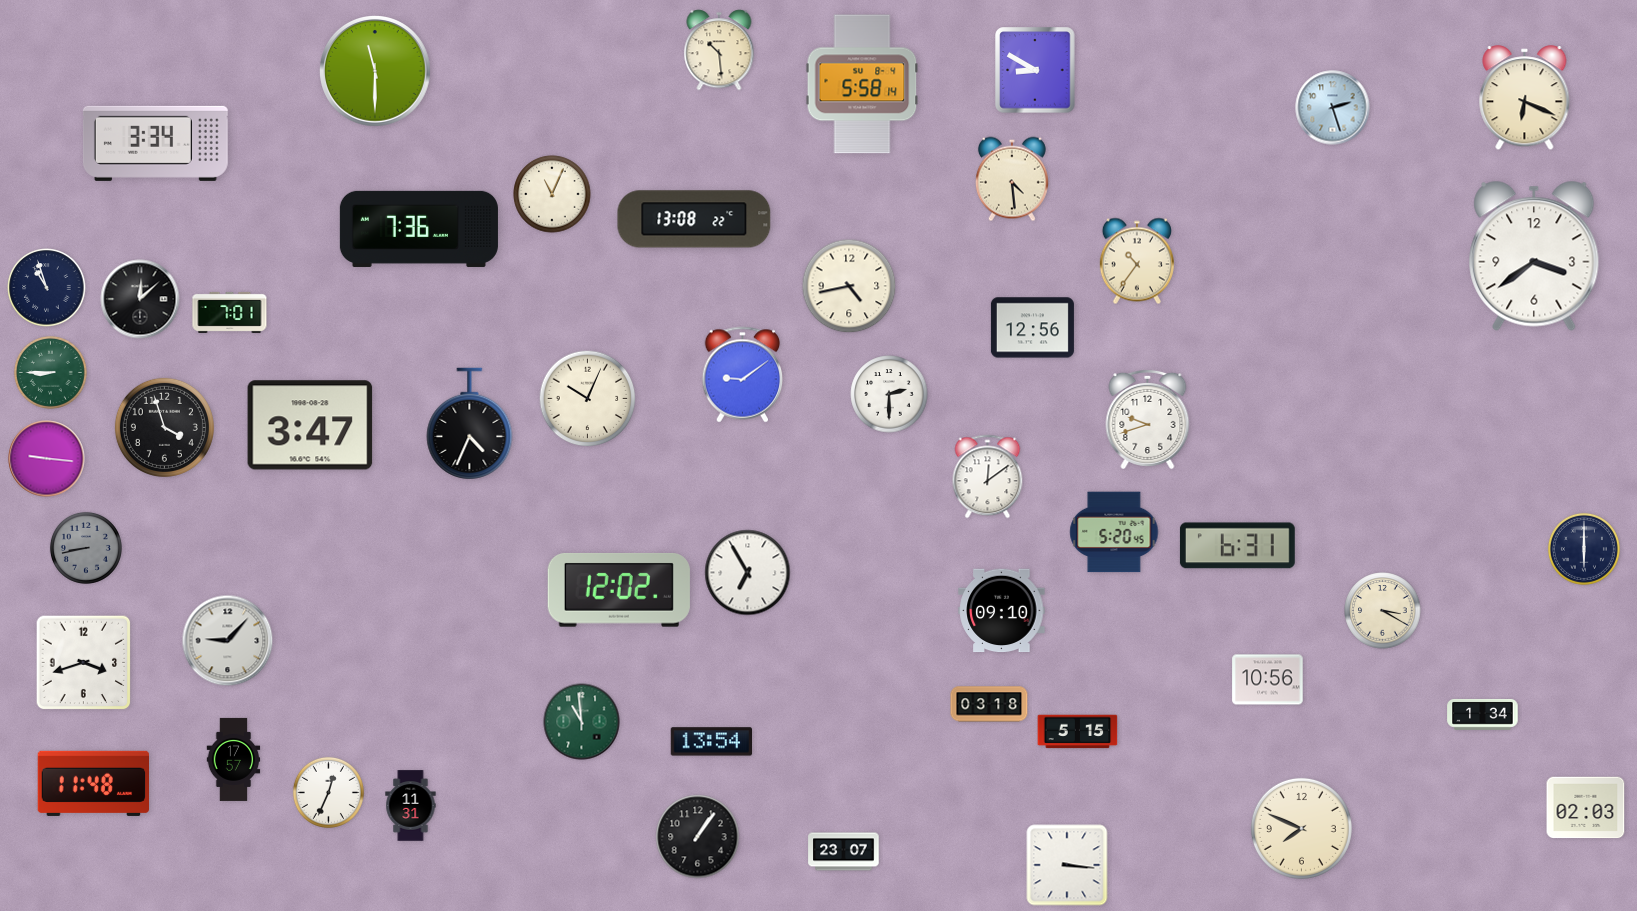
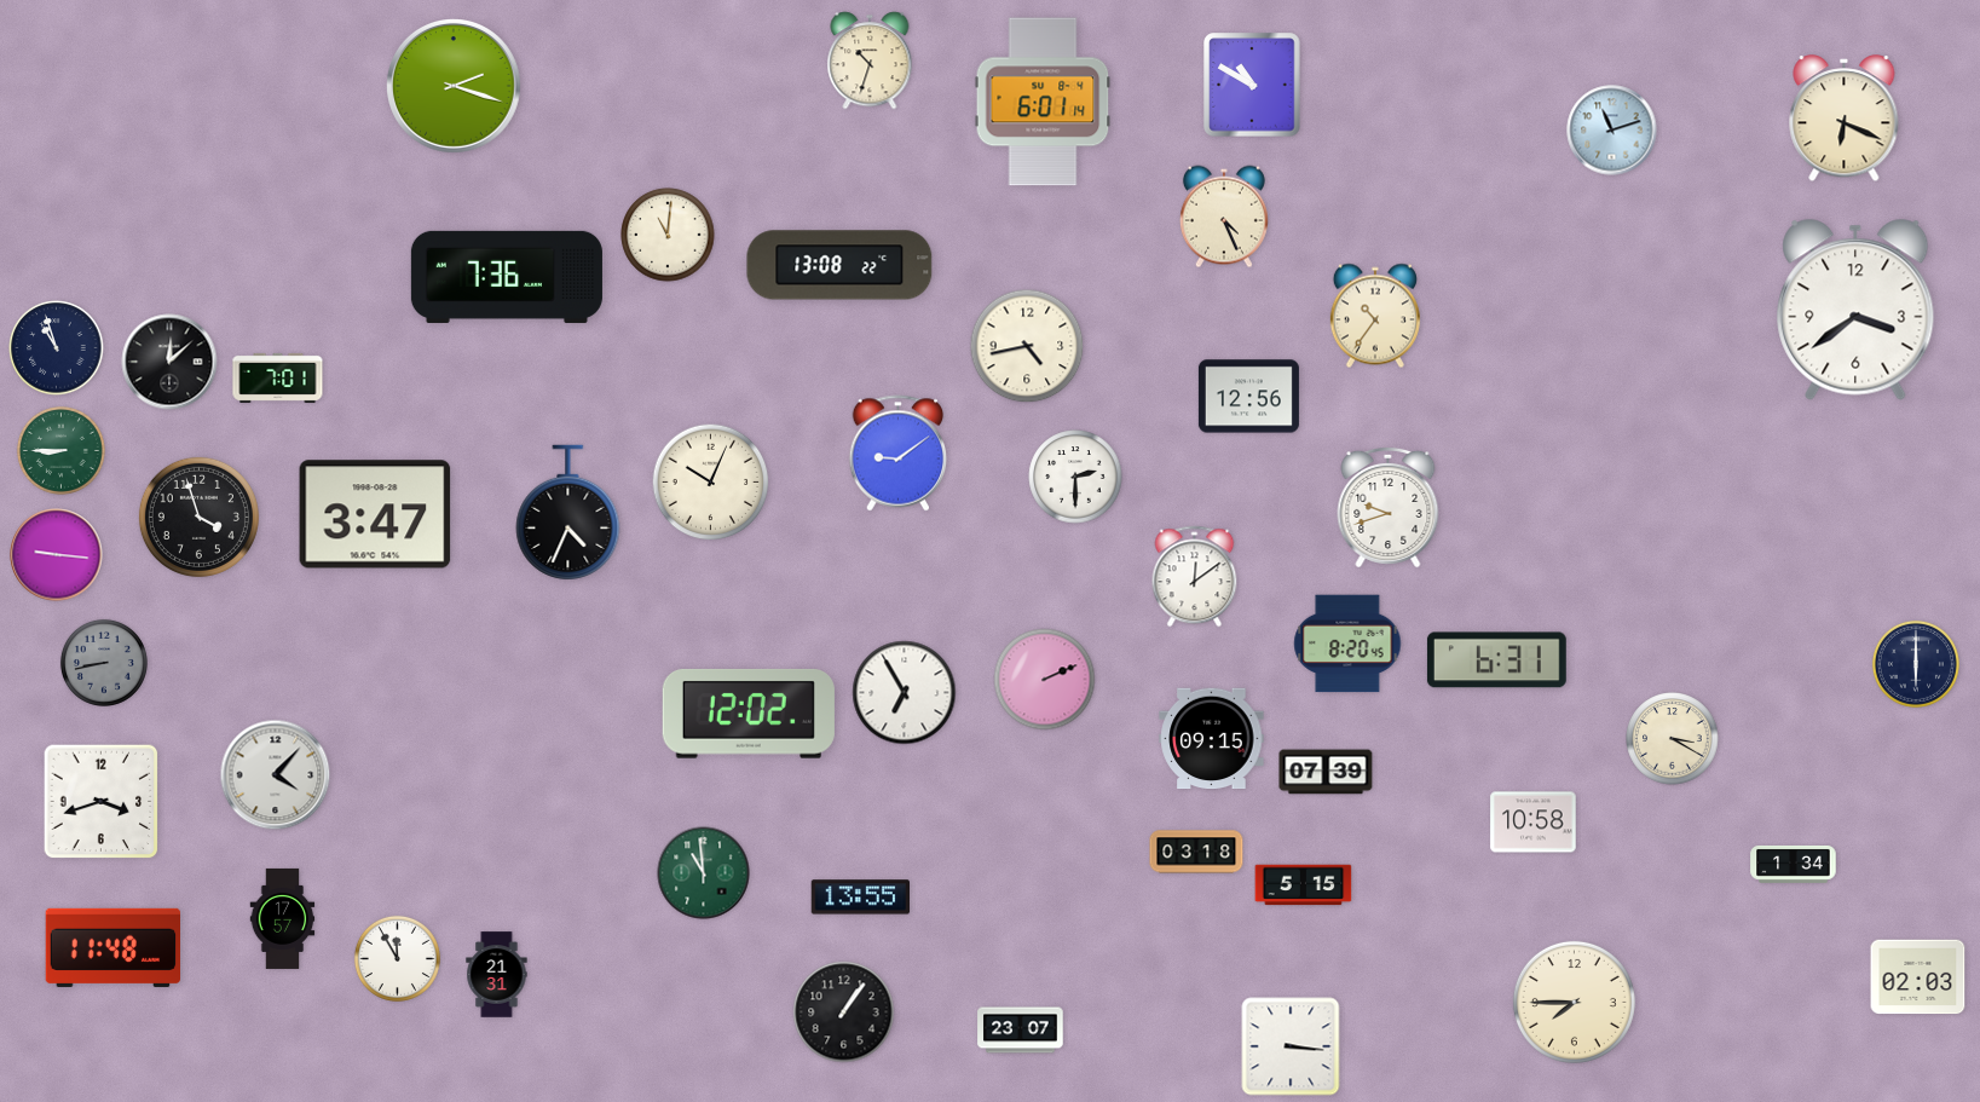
clock at (719, 50): 10:29 -> 10:33
clock at (1035, 70): 8:50 -> 10:50
clock at (376, 72): 11:30 -> 2:18
clock at (862, 84): 5:58 -> 6:01
clock at (1333, 108): 2:27 -> 11:12
clock at (155, 143): 3:34 -> none
clock at (1012, 179): 4:29 -> 4:26
clock at (552, 194): 11:04 -> 11:01
clock at (1114, 532): 5:20 -> 8:20
clock at (1045, 680): none -> 2:11
clock at (1002, 611): 09:10 -> 09:15
clock at (1326, 772): none -> 07:39
clock at (228, 641): 9:07 -> 4:07
clock at (1268, 680): 10:56 -> 10:58
clock at (711, 742): 13:54 -> 13:55
clock at (328, 792): 12:34 -> 11:55
clock at (411, 806): 11:31 -> 21:31
clock at (1301, 828): 7:49 -> 7:45
